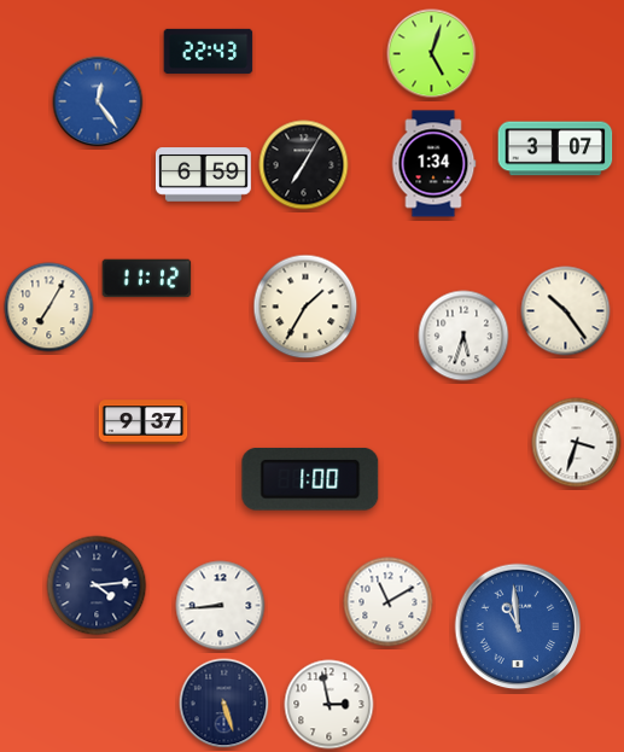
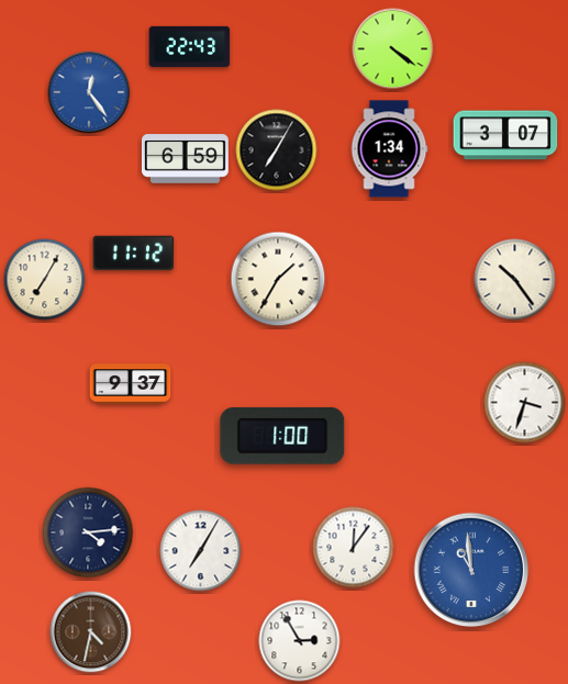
clock at (432, 54): 5:03 -> 4:21
clock at (433, 164) position: (433, 164) -> (389, 149)
clock at (566, 311) position: (566, 311) -> (515, 280)
clock at (463, 336): 5:33 -> none
clock at (389, 602): 11:10 -> 12:06
clock at (221, 606): 8:44 -> 7:05
clock at (91, 632): none -> 4:32
clock at (224, 704): 5:27 -> none
clock at (330, 705): 2:58 -> 2:55
